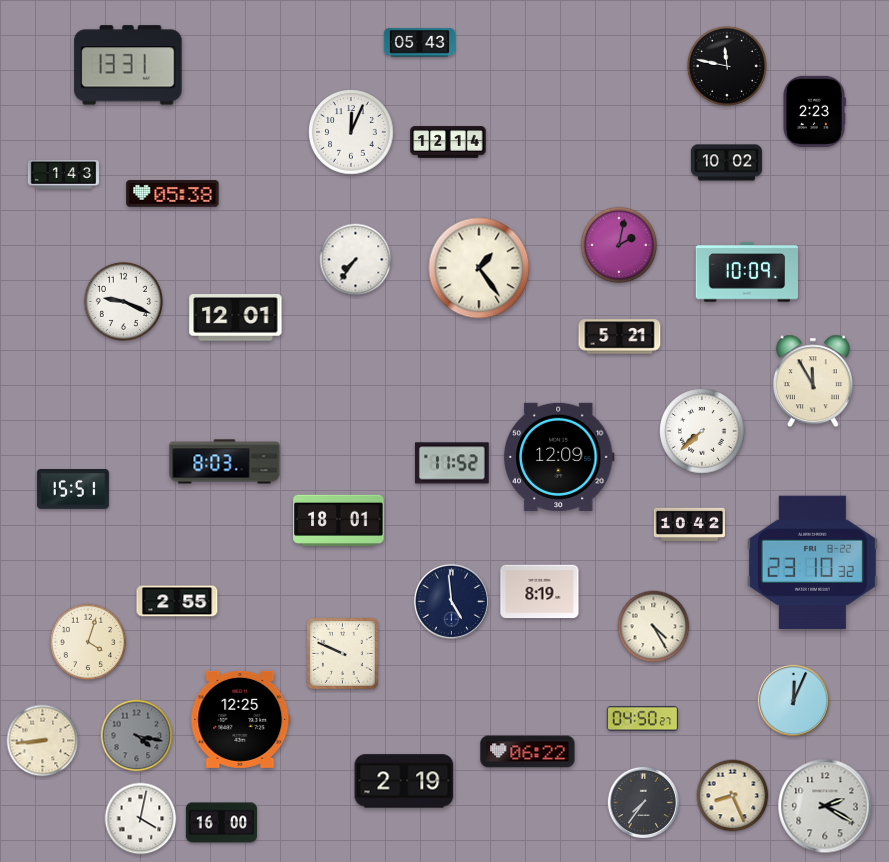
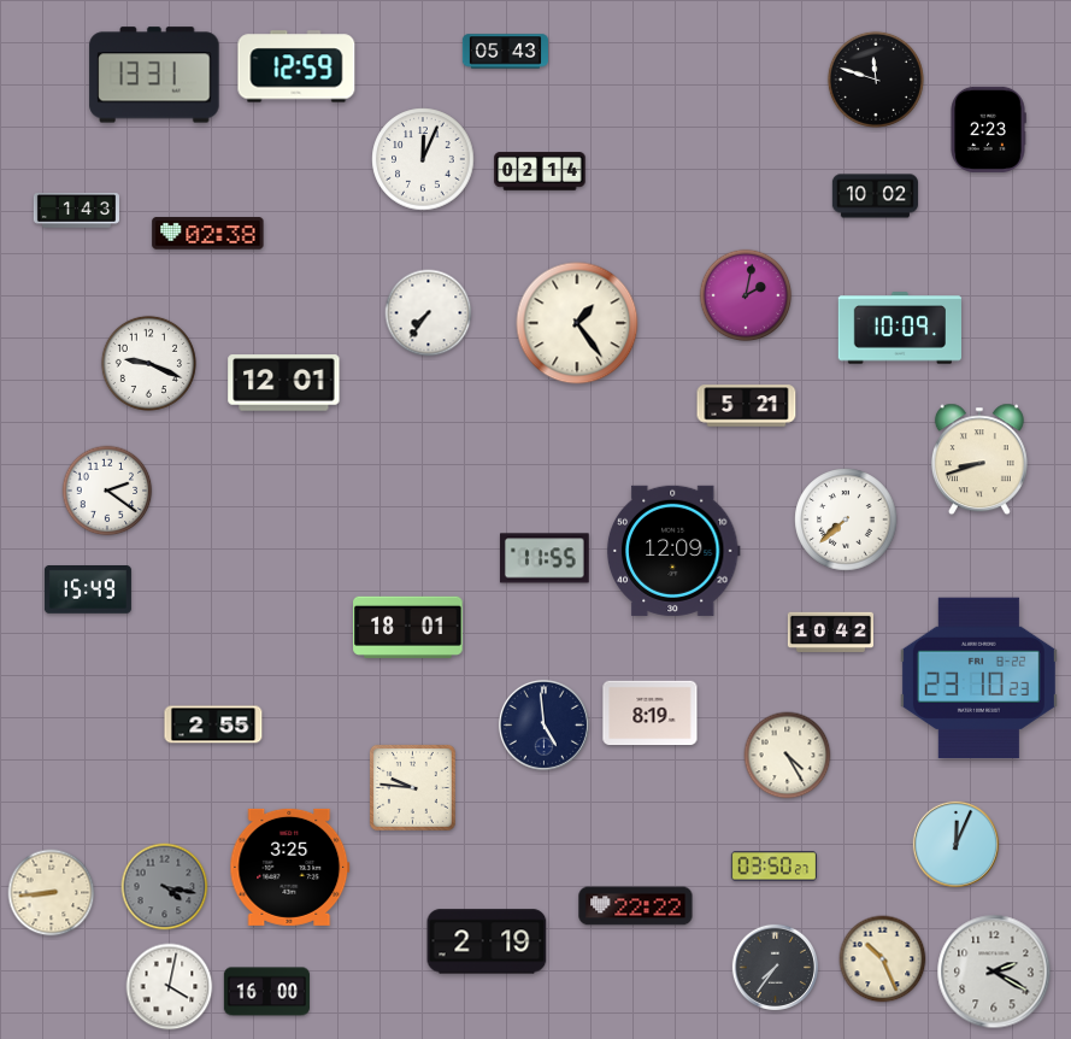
clock at (296, 66): none -> 12:59
clock at (128, 65) position: (128, 65) -> (154, 75)
clock at (727, 66): 11:47 -> 11:48
clock at (814, 111) position: (814, 111) -> (988, 129)
clock at (448, 142): 12:14 -> 02:14
clock at (173, 194): 05:38 -> 02:38
clock at (813, 381): 11:55 -> 8:42
clock at (107, 491): none -> 2:21
clock at (225, 462): 8:03 -> none
clock at (452, 463): 11:52 -> 11:55
clock at (73, 490): 15:51 -> 15:49
clock at (812, 563): 23:10:32 -> 23:10:23
clock at (88, 642): 4:03 -> none
clock at (342, 653): 9:49 -> 9:46
clock at (241, 719): 12:25 -> 3:25
clock at (642, 719): 04:50 -> 03:50
clock at (528, 752): 06:22 -> 22:22
clock at (733, 796): 8:26 -> 10:26
